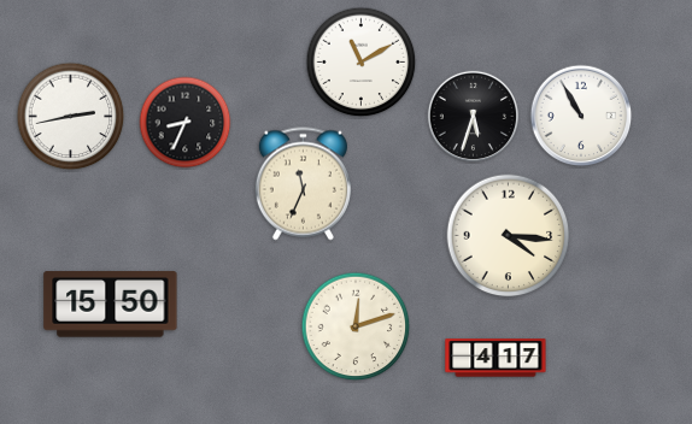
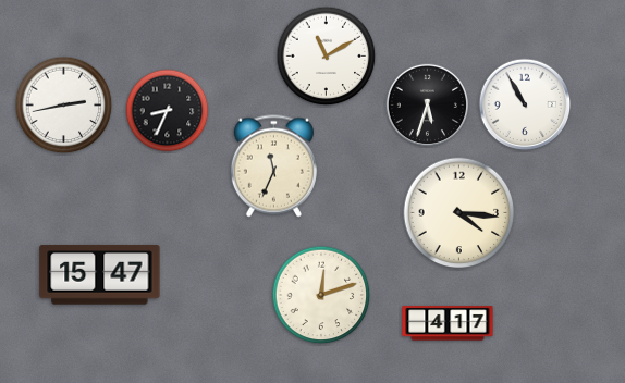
clock at (111, 305): 15:50 -> 15:47
